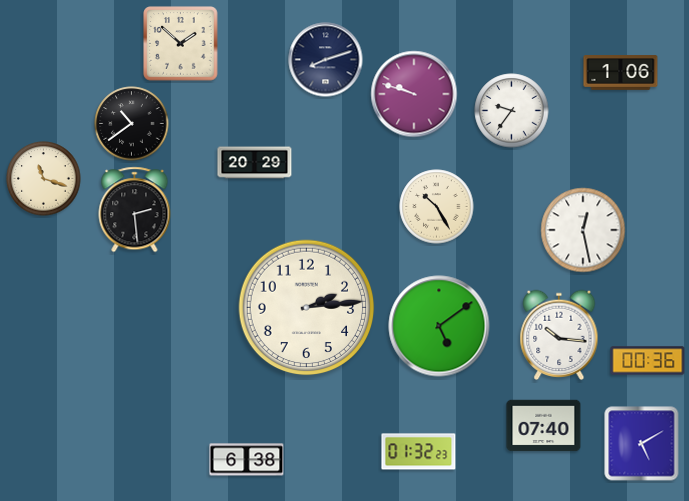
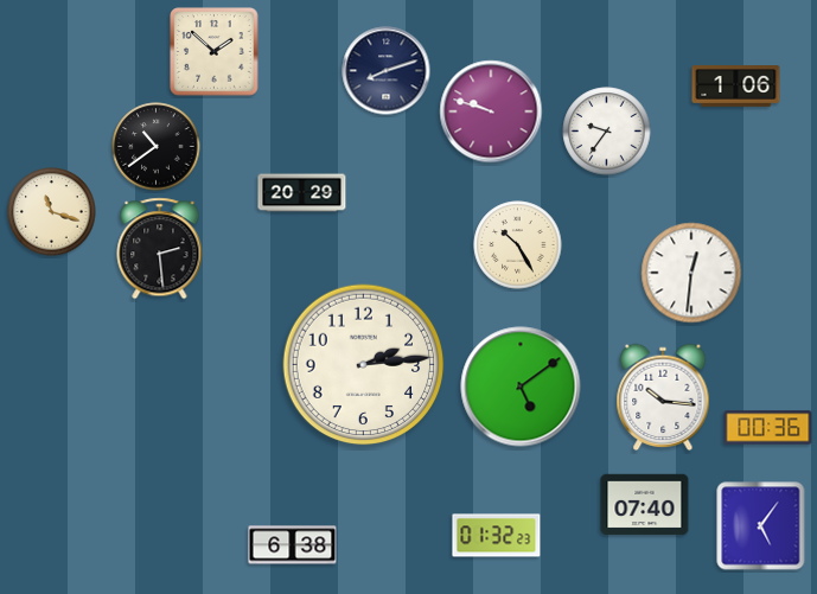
clock at (583, 230): 12:28 -> 12:31
clock at (642, 444): 5:10 -> 5:06
